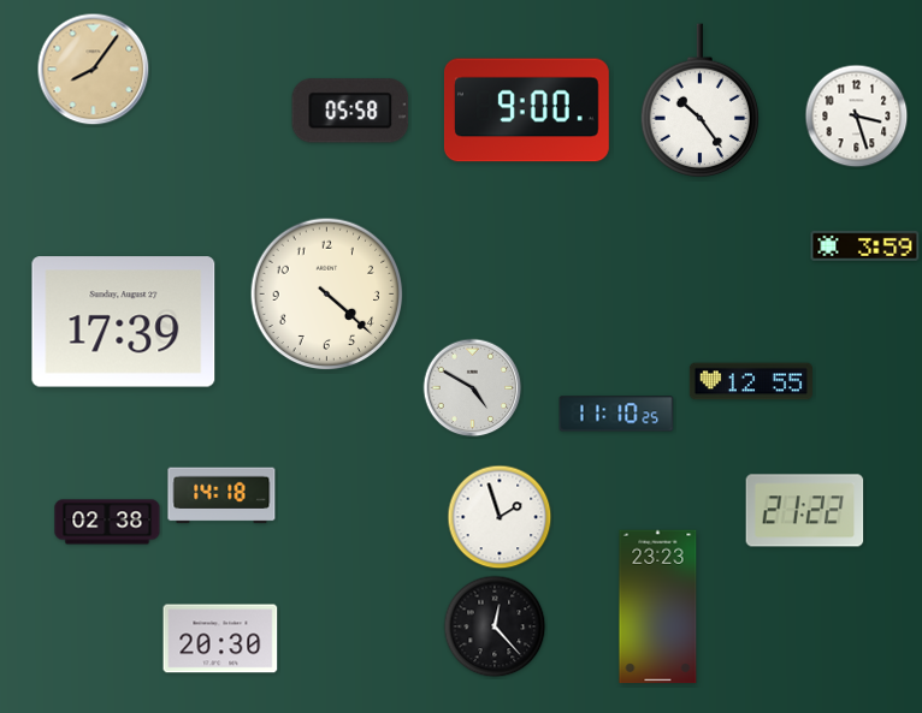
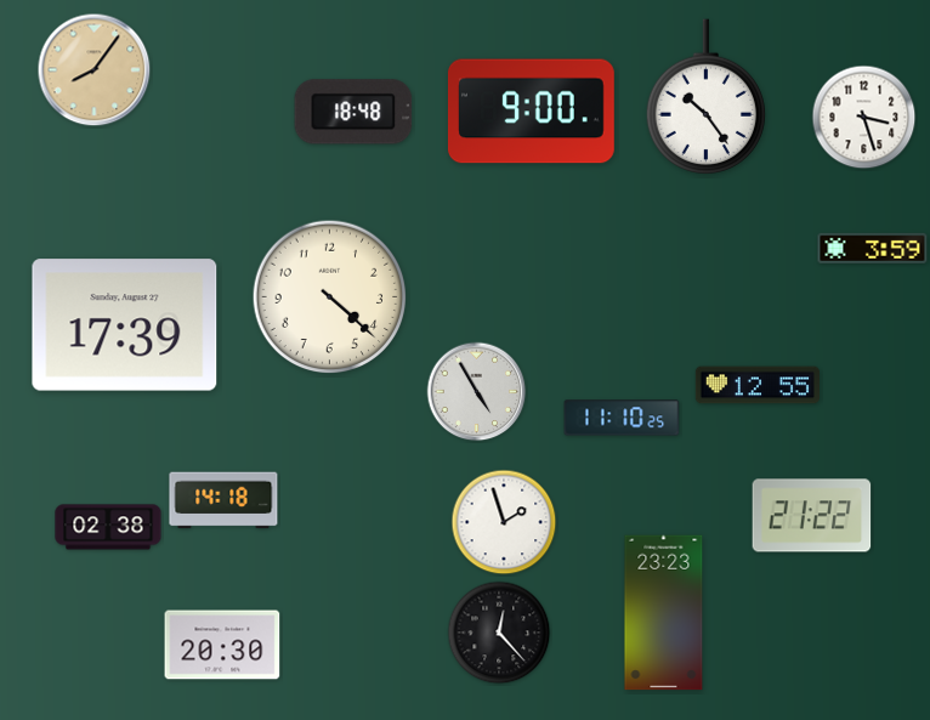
clock at (699, 100) position: (699, 100) -> (705, 96)
clock at (350, 111): 05:58 -> 18:48
clock at (473, 388): 4:50 -> 4:55
